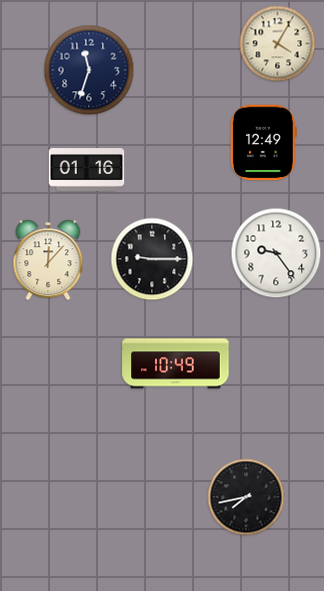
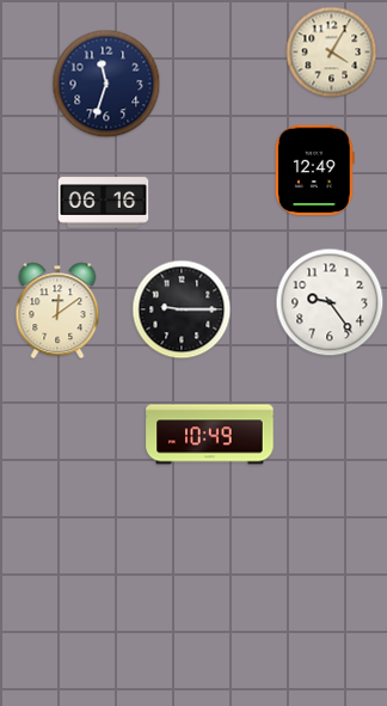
clock at (87, 170): 01:16 -> 06:16
clock at (48, 260): 12:07 -> 12:09
clock at (246, 497): 7:43 -> none
